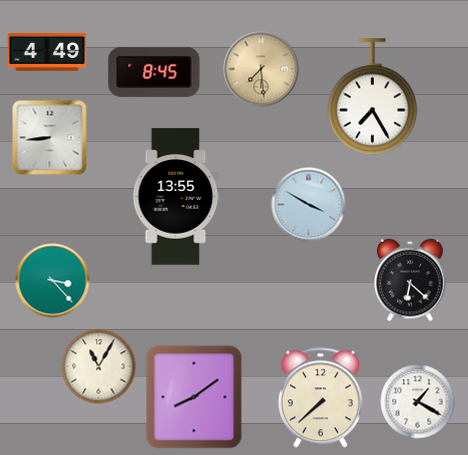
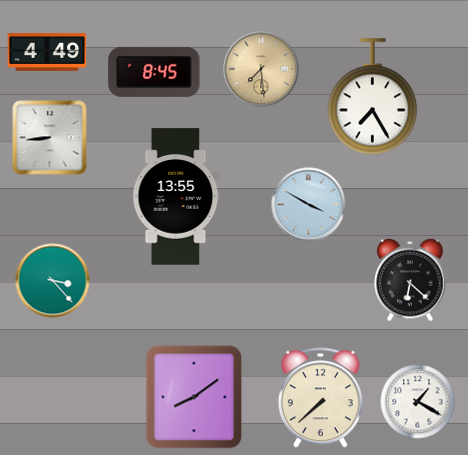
clock at (99, 367): 11:05 -> none
